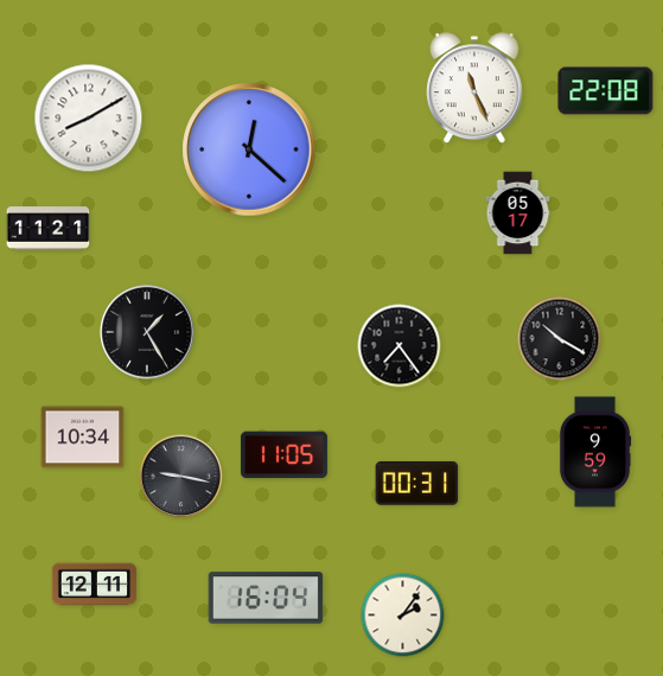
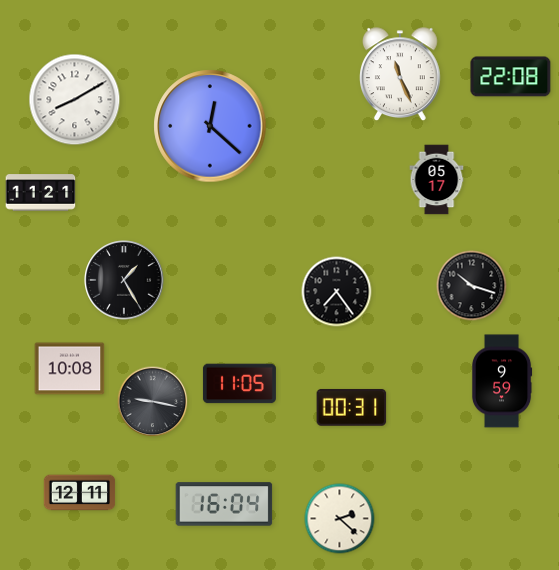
clock at (560, 339): 10:20 -> 10:18
clock at (83, 438): 10:34 -> 10:08
clock at (403, 616): 2:06 -> 2:22
